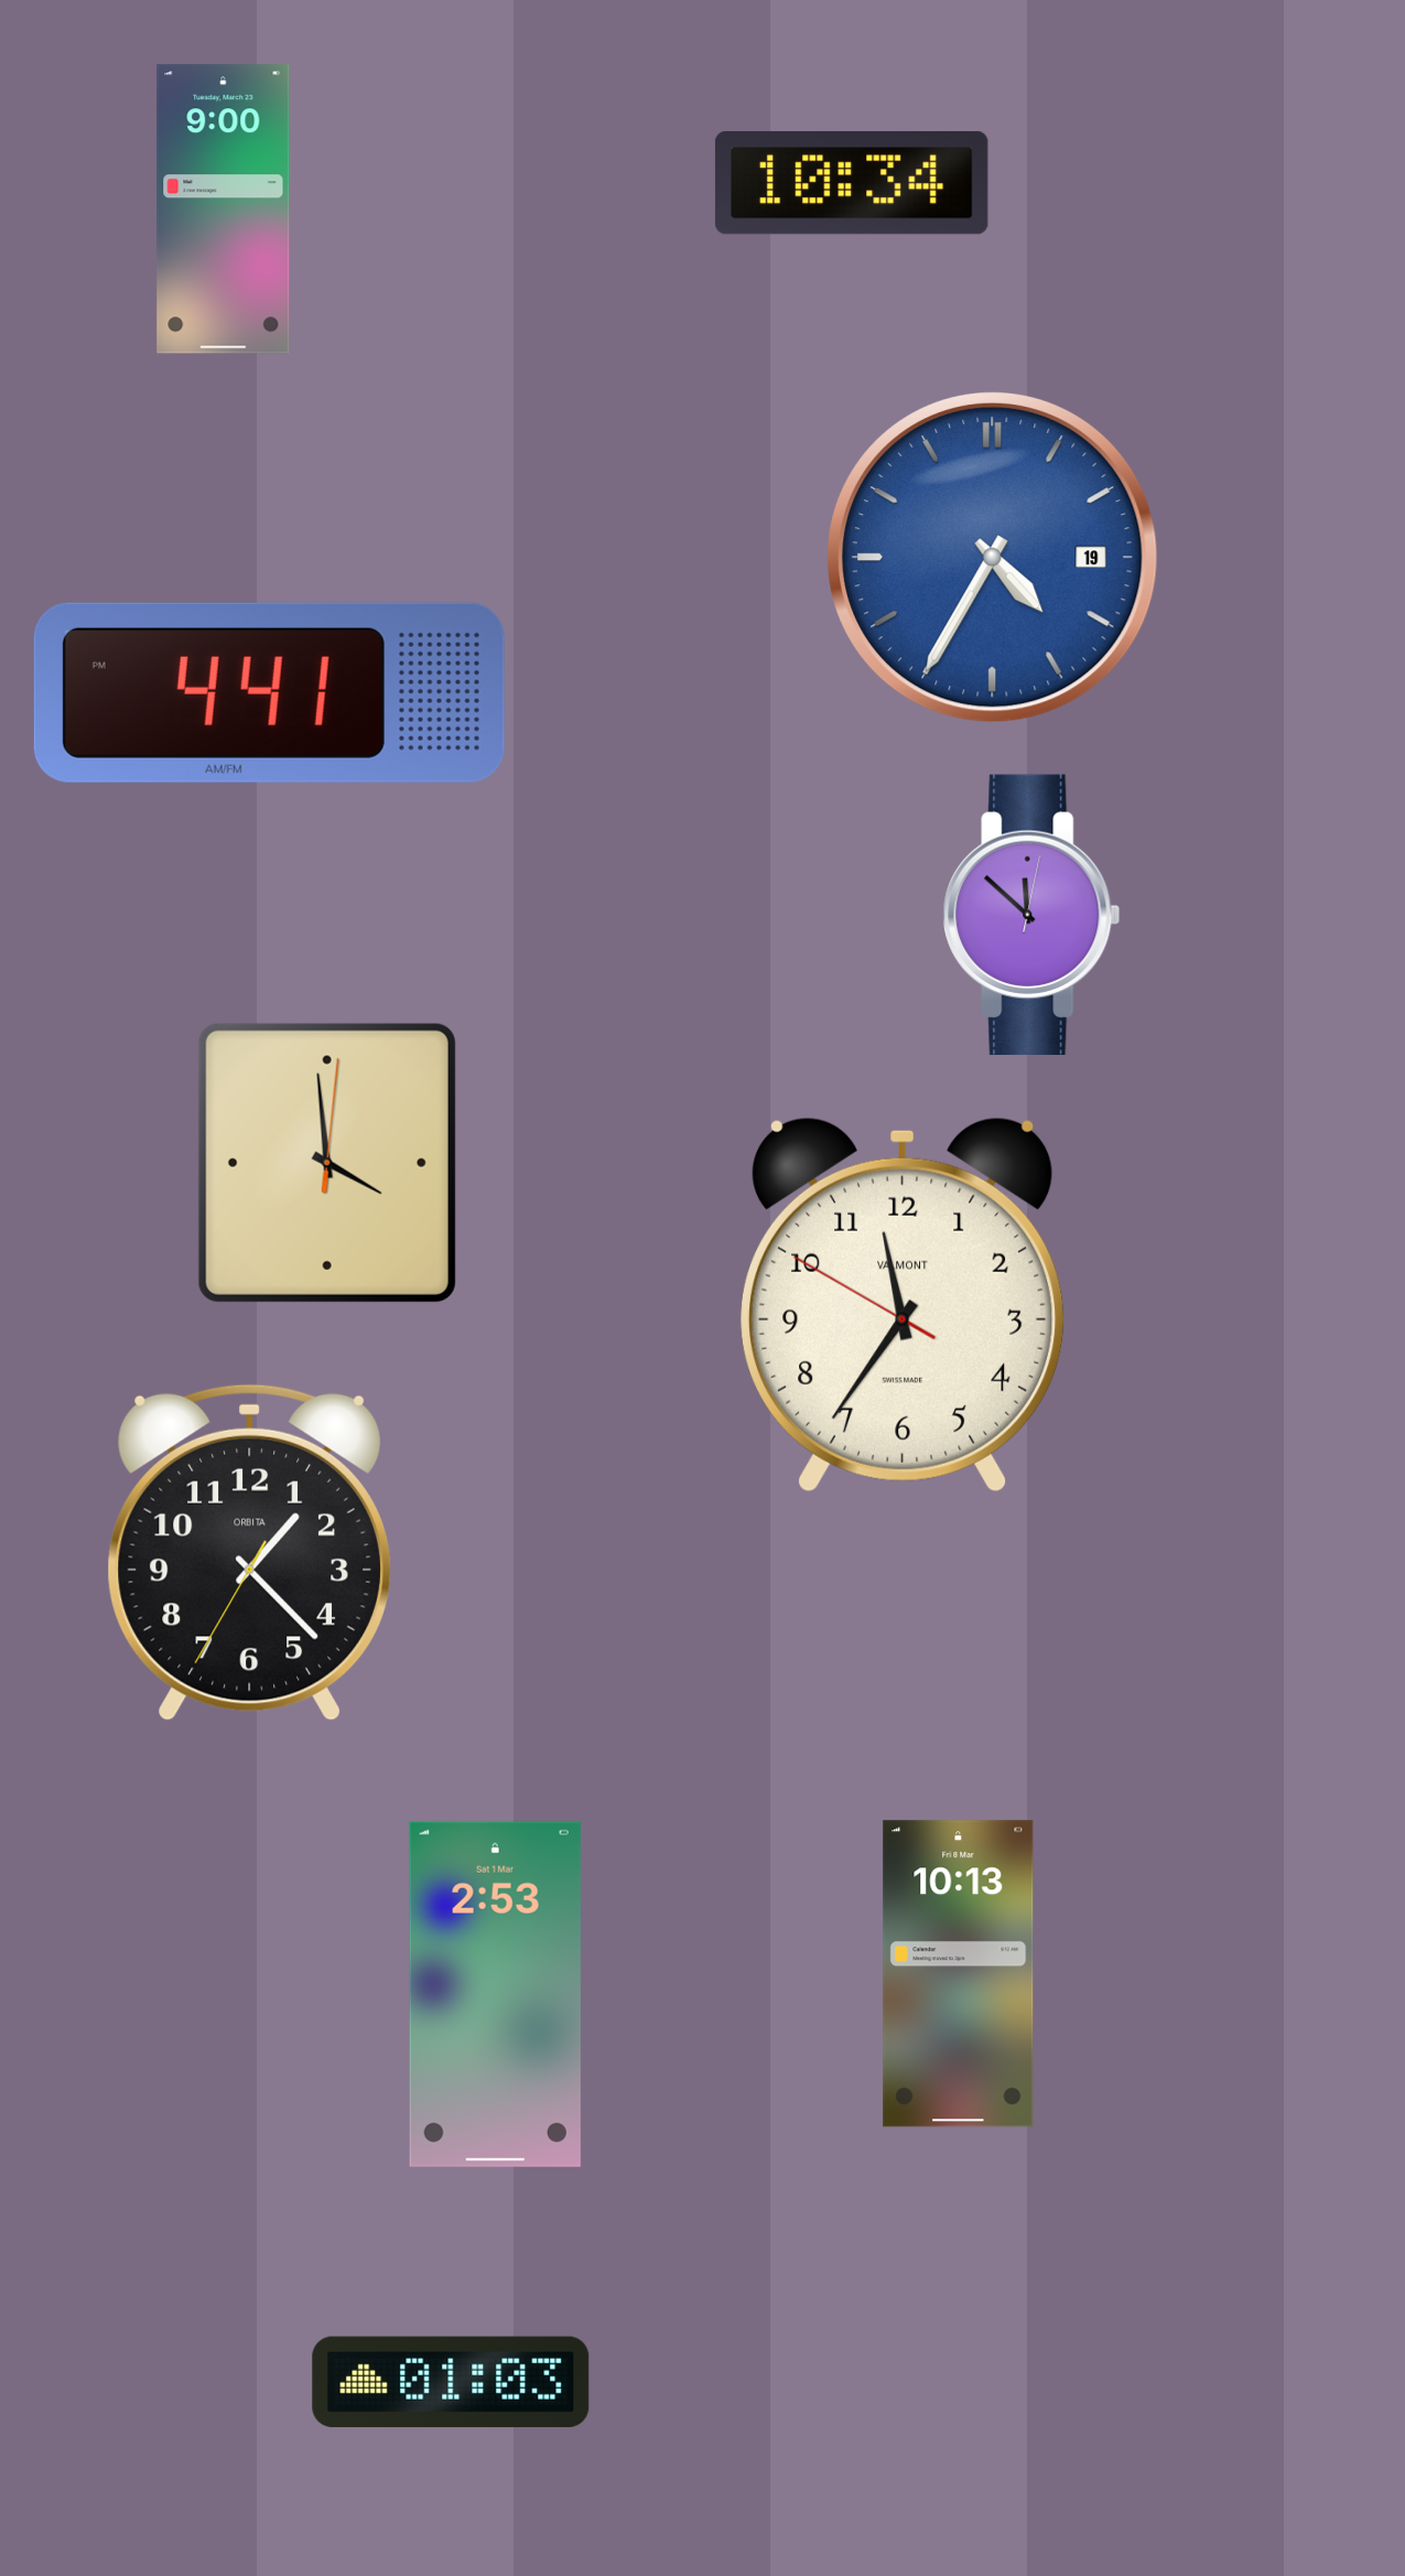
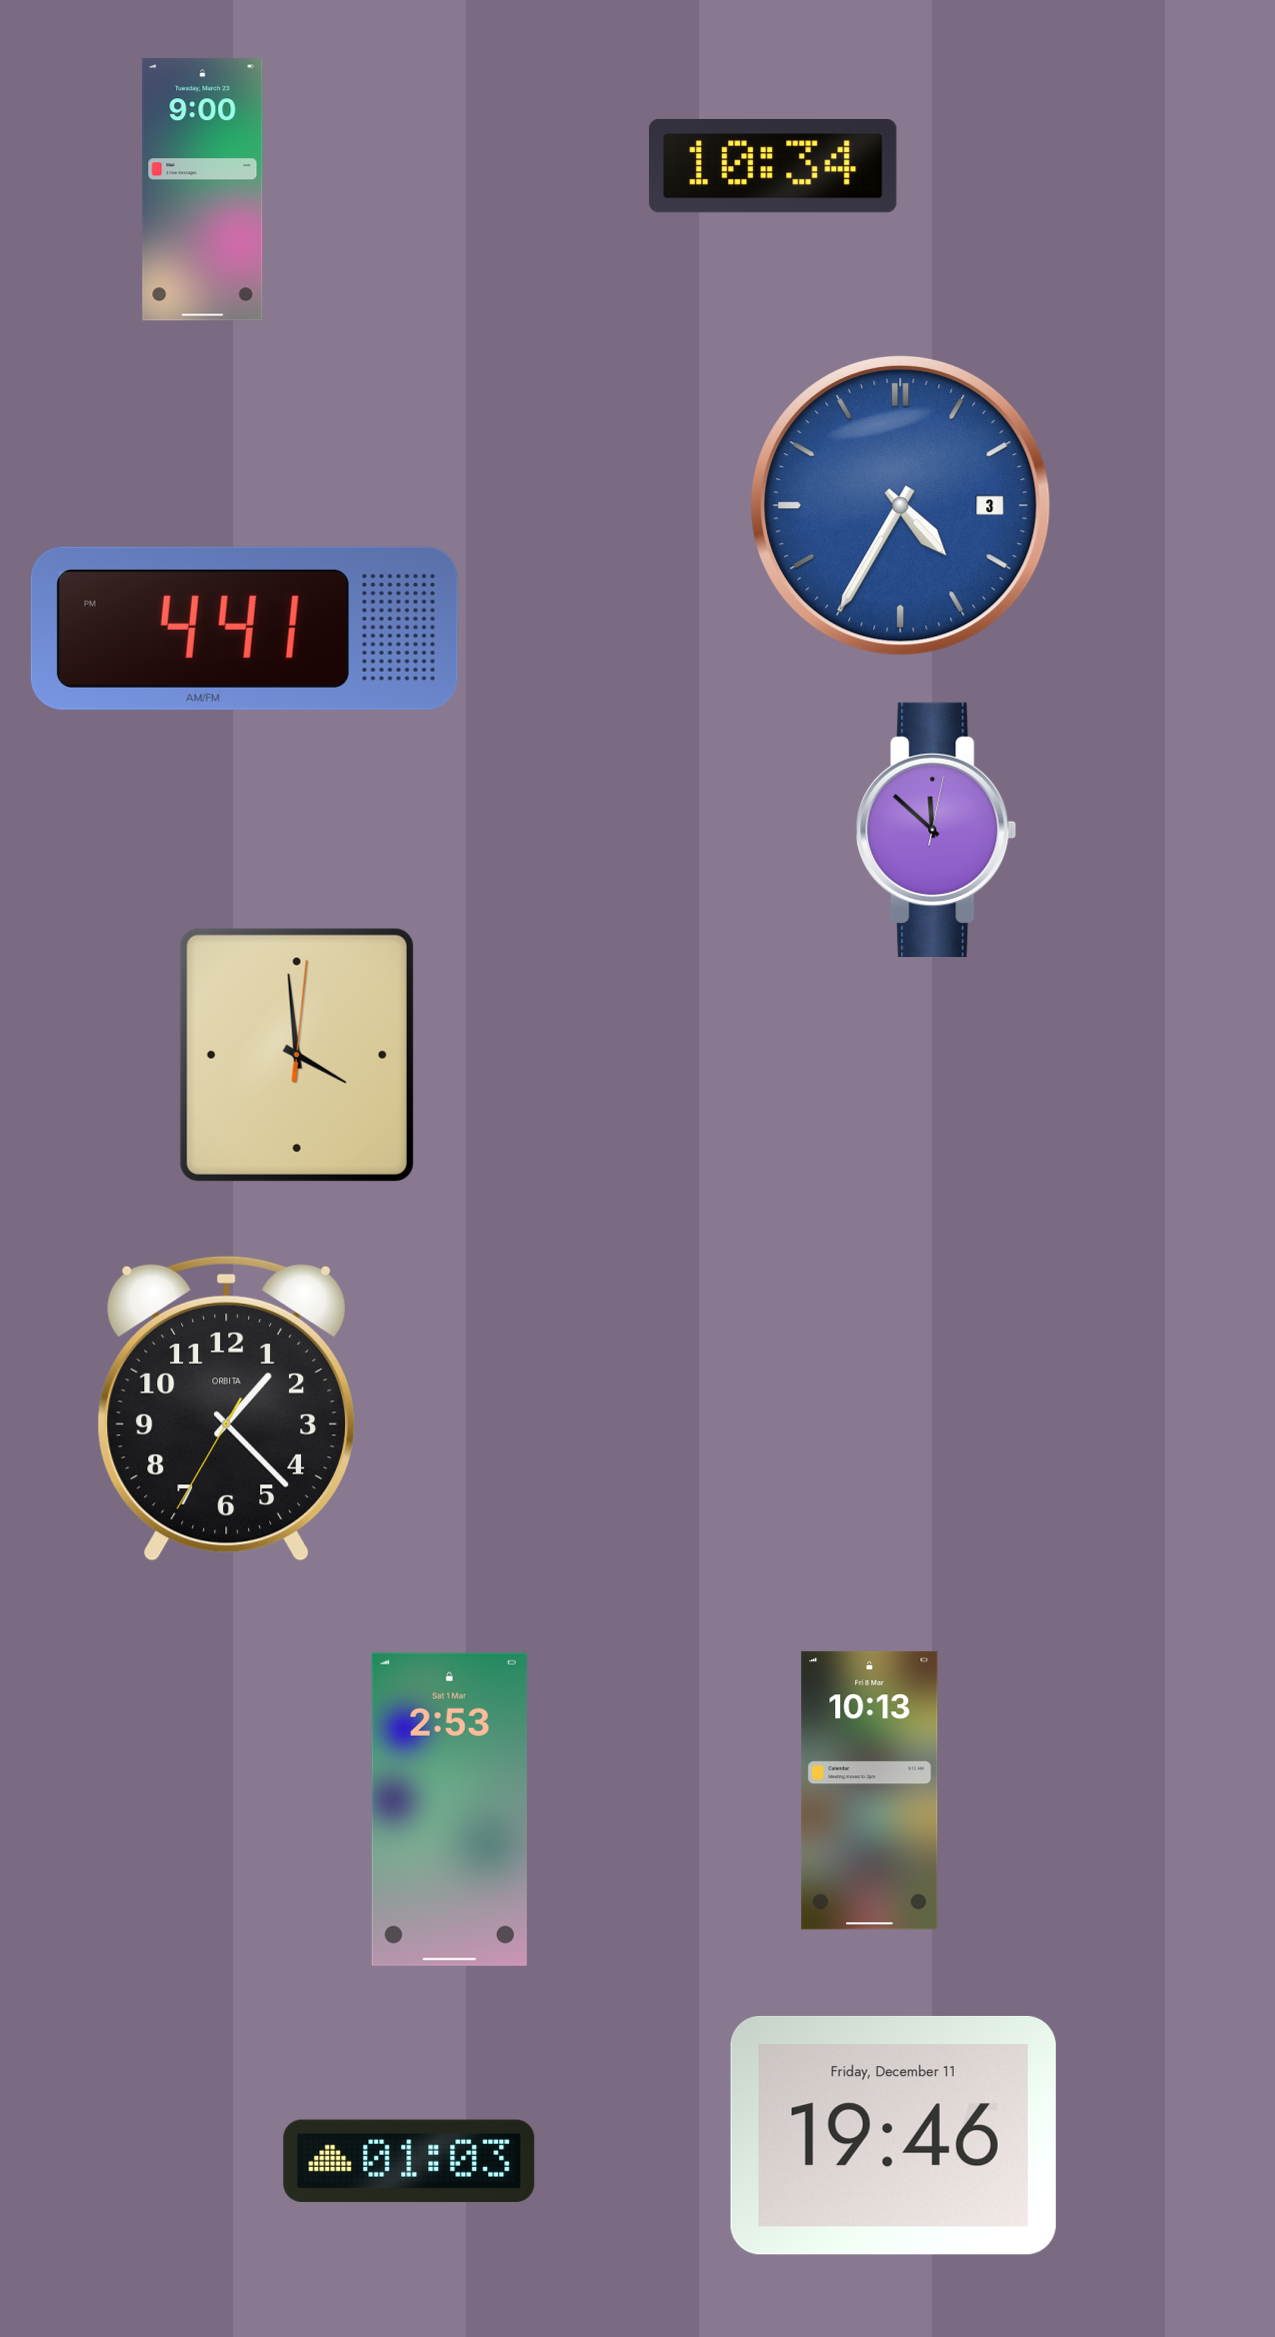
clock at (993, 558) date: 19 -> 3
clock at (903, 1305): 11:35 -> none
clock at (893, 2135): none -> 19:46
